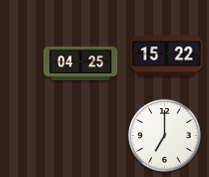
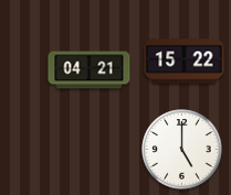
clock at (81, 64): 04:25 -> 04:21
clock at (165, 136): 7:00 -> 5:00
